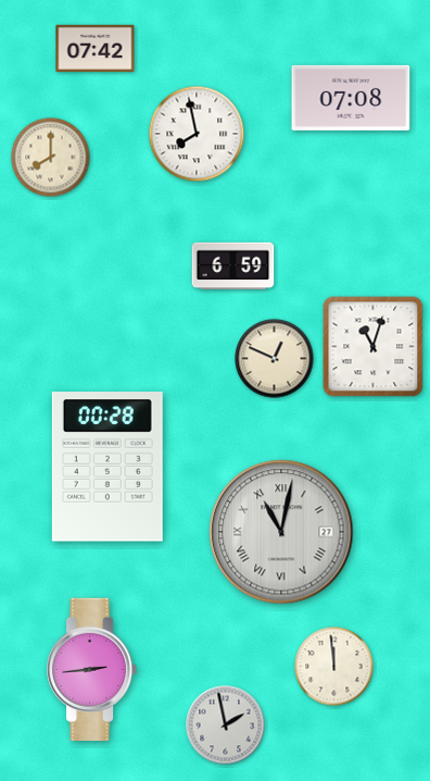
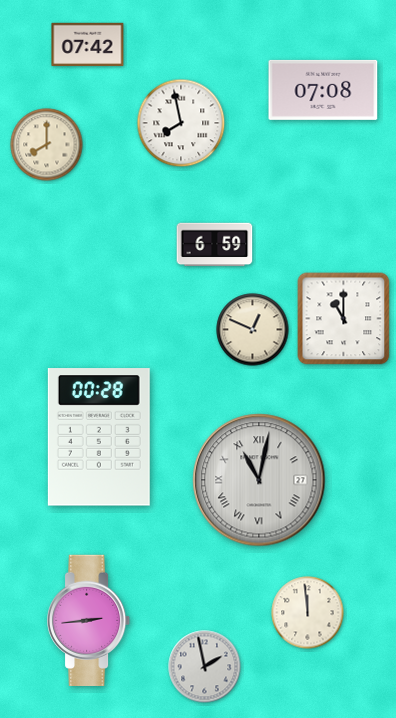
clock at (374, 347): 11:03 -> 11:00
clock at (107, 467) position: (107, 467) -> (99, 437)
clock at (281, 532) position: (281, 532) -> (259, 480)
clock at (93, 669) position: (93, 669) -> (90, 620)
clock at (226, 726) position: (226, 726) -> (205, 667)
